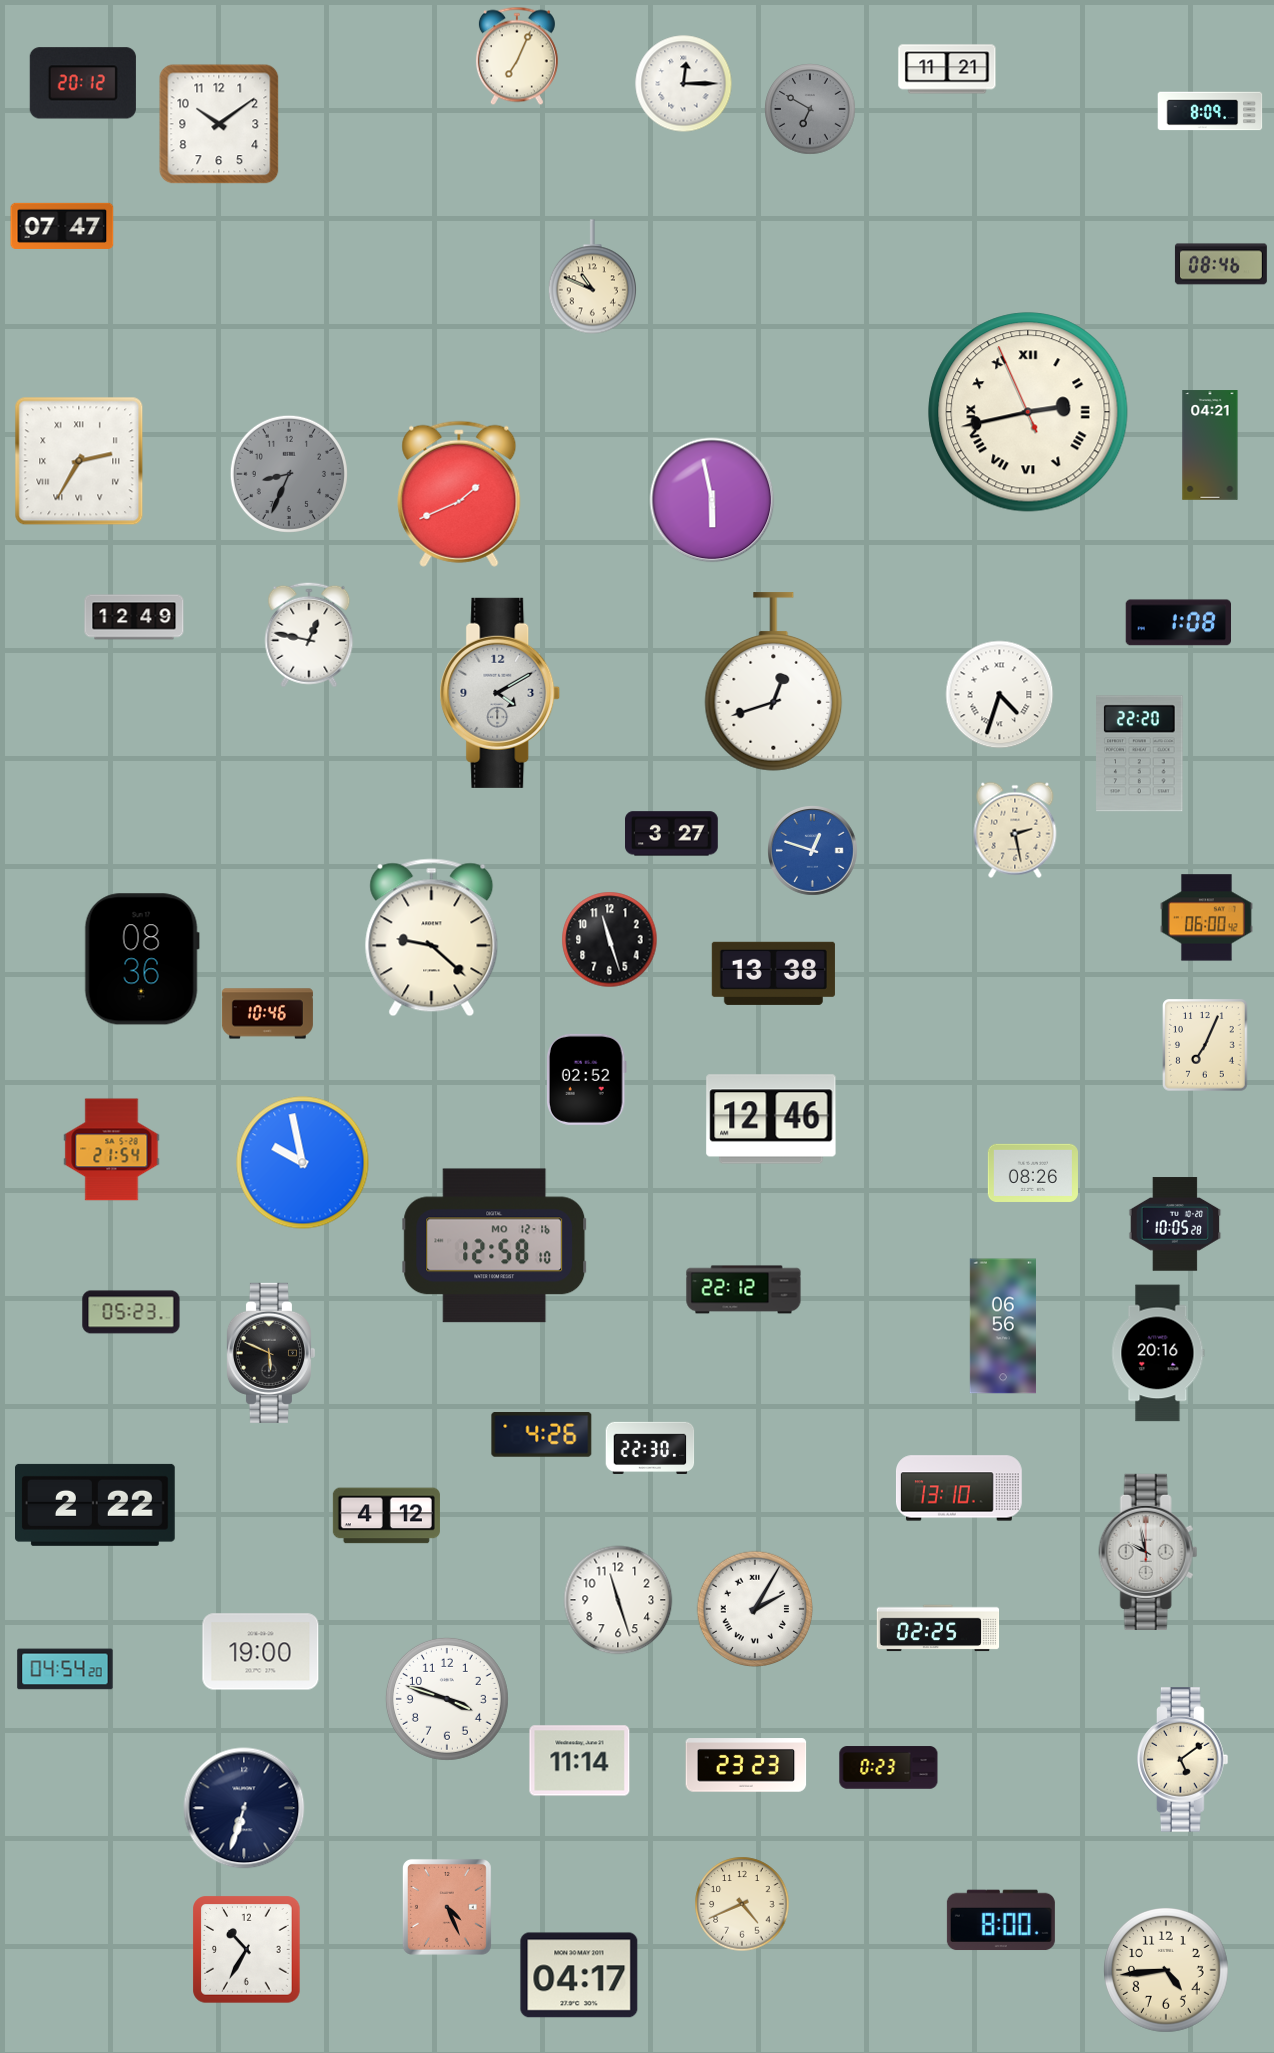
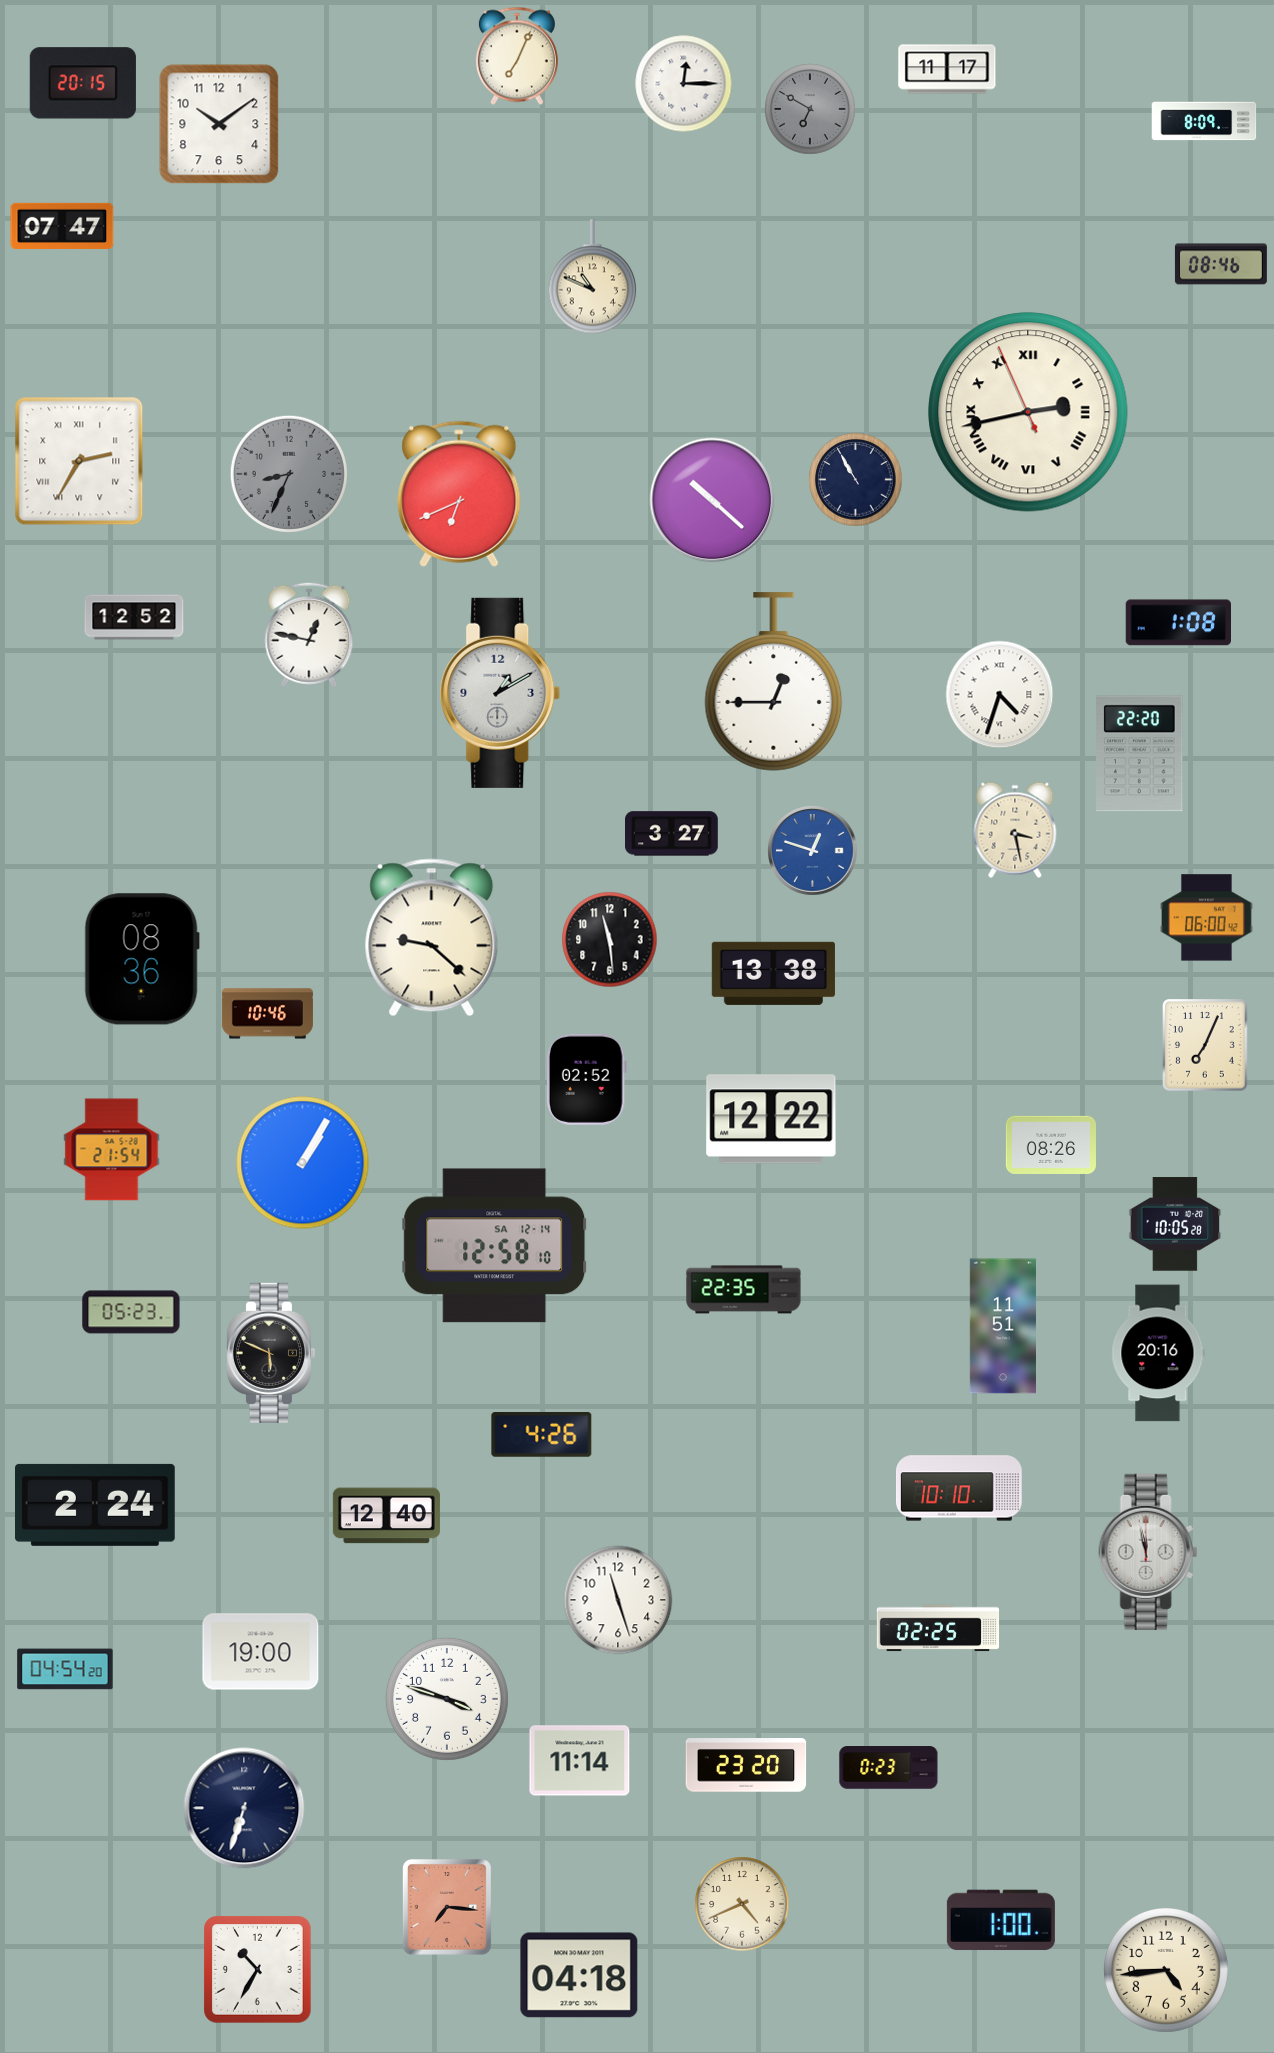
clock at (947, 69): 11:21 -> 11:17
clock at (83, 83): 20:12 -> 20:15
clock at (1210, 111) position: (1210, 111) -> (1204, 121)
clock at (1210, 445): 04:21 -> none
clock at (856, 480): none -> 10:55
clock at (459, 494): 1:41 -> 6:41
clock at (712, 500): 5:58 -> 10:22
clock at (134, 617): 12:49 -> 12:52
clock at (774, 682): 12:42 -> 12:45
clock at (500, 693): 4:10 -> 1:10
clock at (1015, 830): 2:28 -> 3:28
clock at (610, 940): 11:27 -> 11:29
clock at (771, 1119): 12:46 -> 12:22
clock at (303, 1163): 9:58 -> 1:05
clock at (1033, 1173) position: (1033, 1173) -> (1051, 1145)
clock at (495, 1246) date: MO 12-16 -> SA 12-14
clock at (744, 1290): 22:12 -> 22:35
clock at (1003, 1326): 06:56 -> 11:51
clock at (650, 1448): 22:30 -> none
clock at (959, 1488): 13:10 -> 10:10
clock at (96, 1505): 2:22 -> 2:24
clock at (386, 1516): 4:12 -> 12:40
clock at (1148, 1552): 9:58 -> 11:58
clock at (754, 1608): 2:05 -> none
clock at (1183, 1760): 5:09 -> none
clock at (746, 1765): 23:23 -> 23:20
clock at (447, 1907): 4:26 -> 7:16
clock at (1001, 1920): 8:00 -> 1:00
clock at (247, 1950) position: (247, 1950) -> (258, 1970)
clock at (579, 1975): 04:17 -> 04:18
